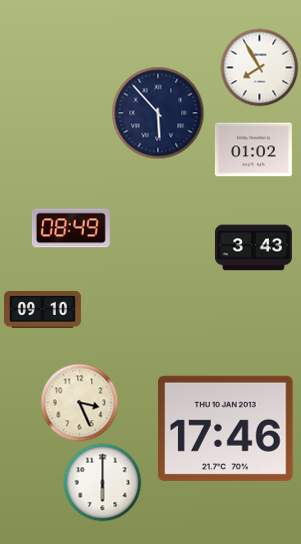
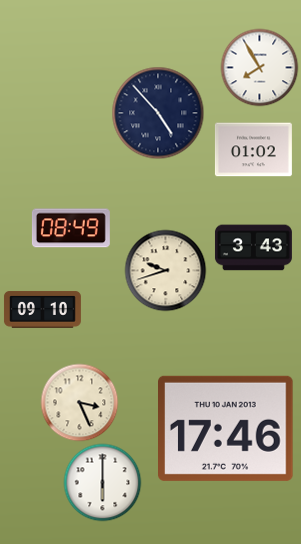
clock at (158, 113): 5:53 -> 4:53
clock at (165, 270): none -> 9:42
